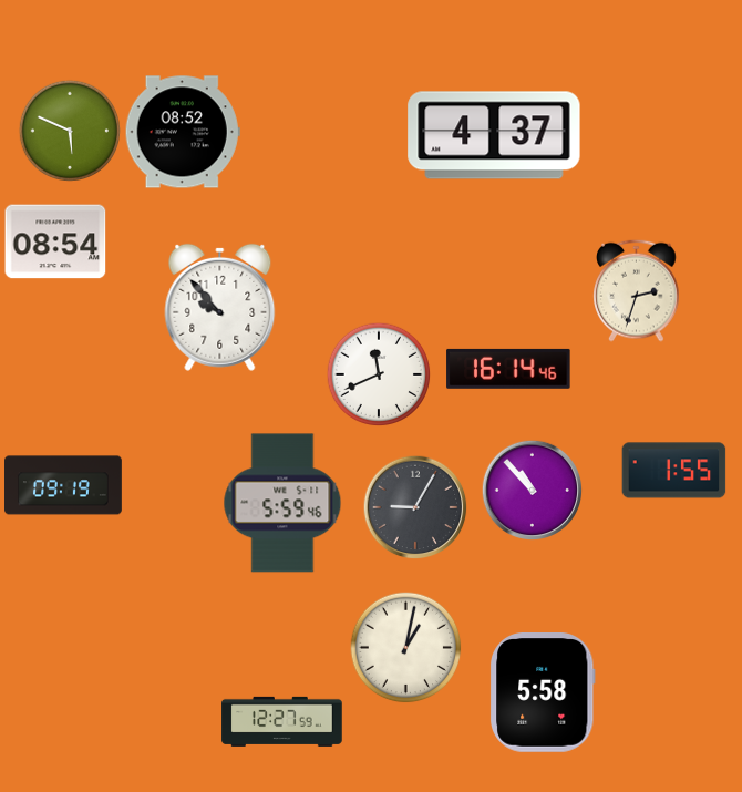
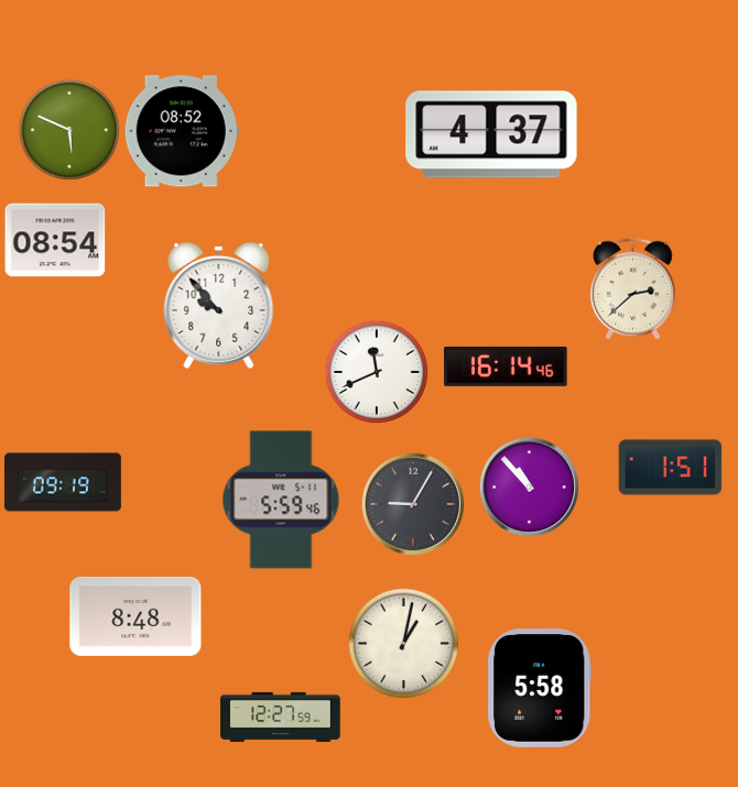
clock at (637, 290): 2:33 -> 2:38
clock at (674, 471): 1:55 -> 1:51
clock at (135, 616): none -> 8:48
